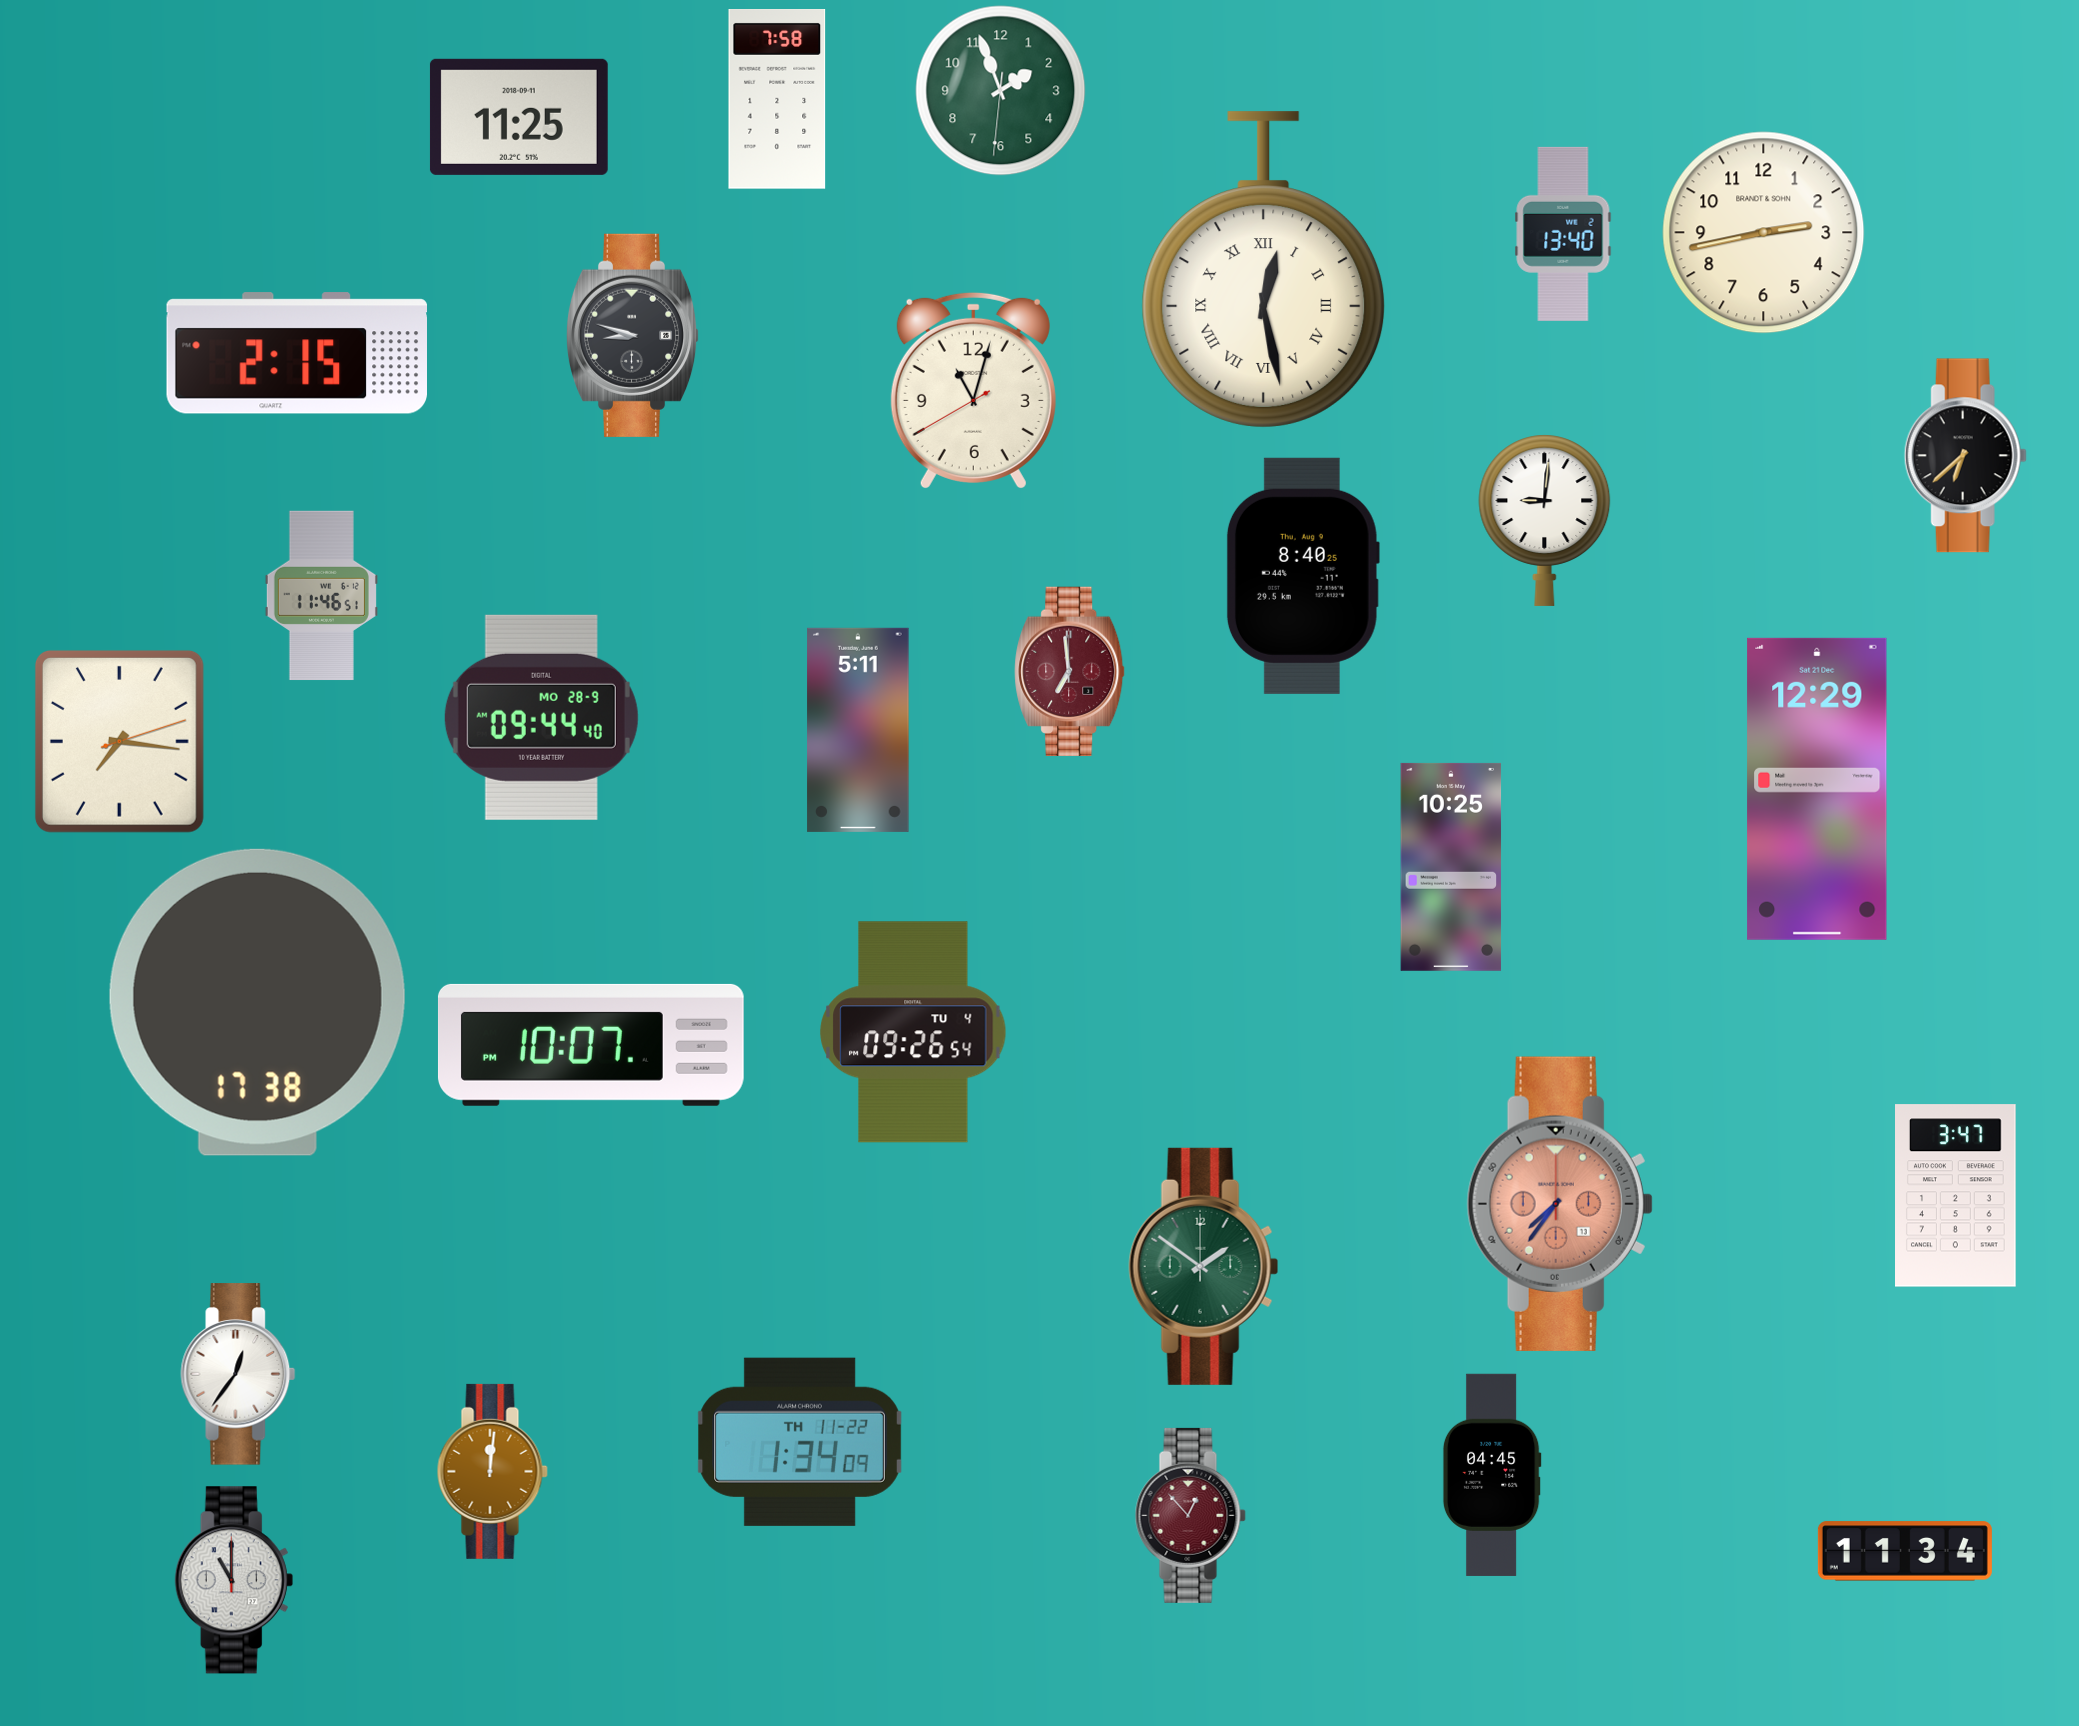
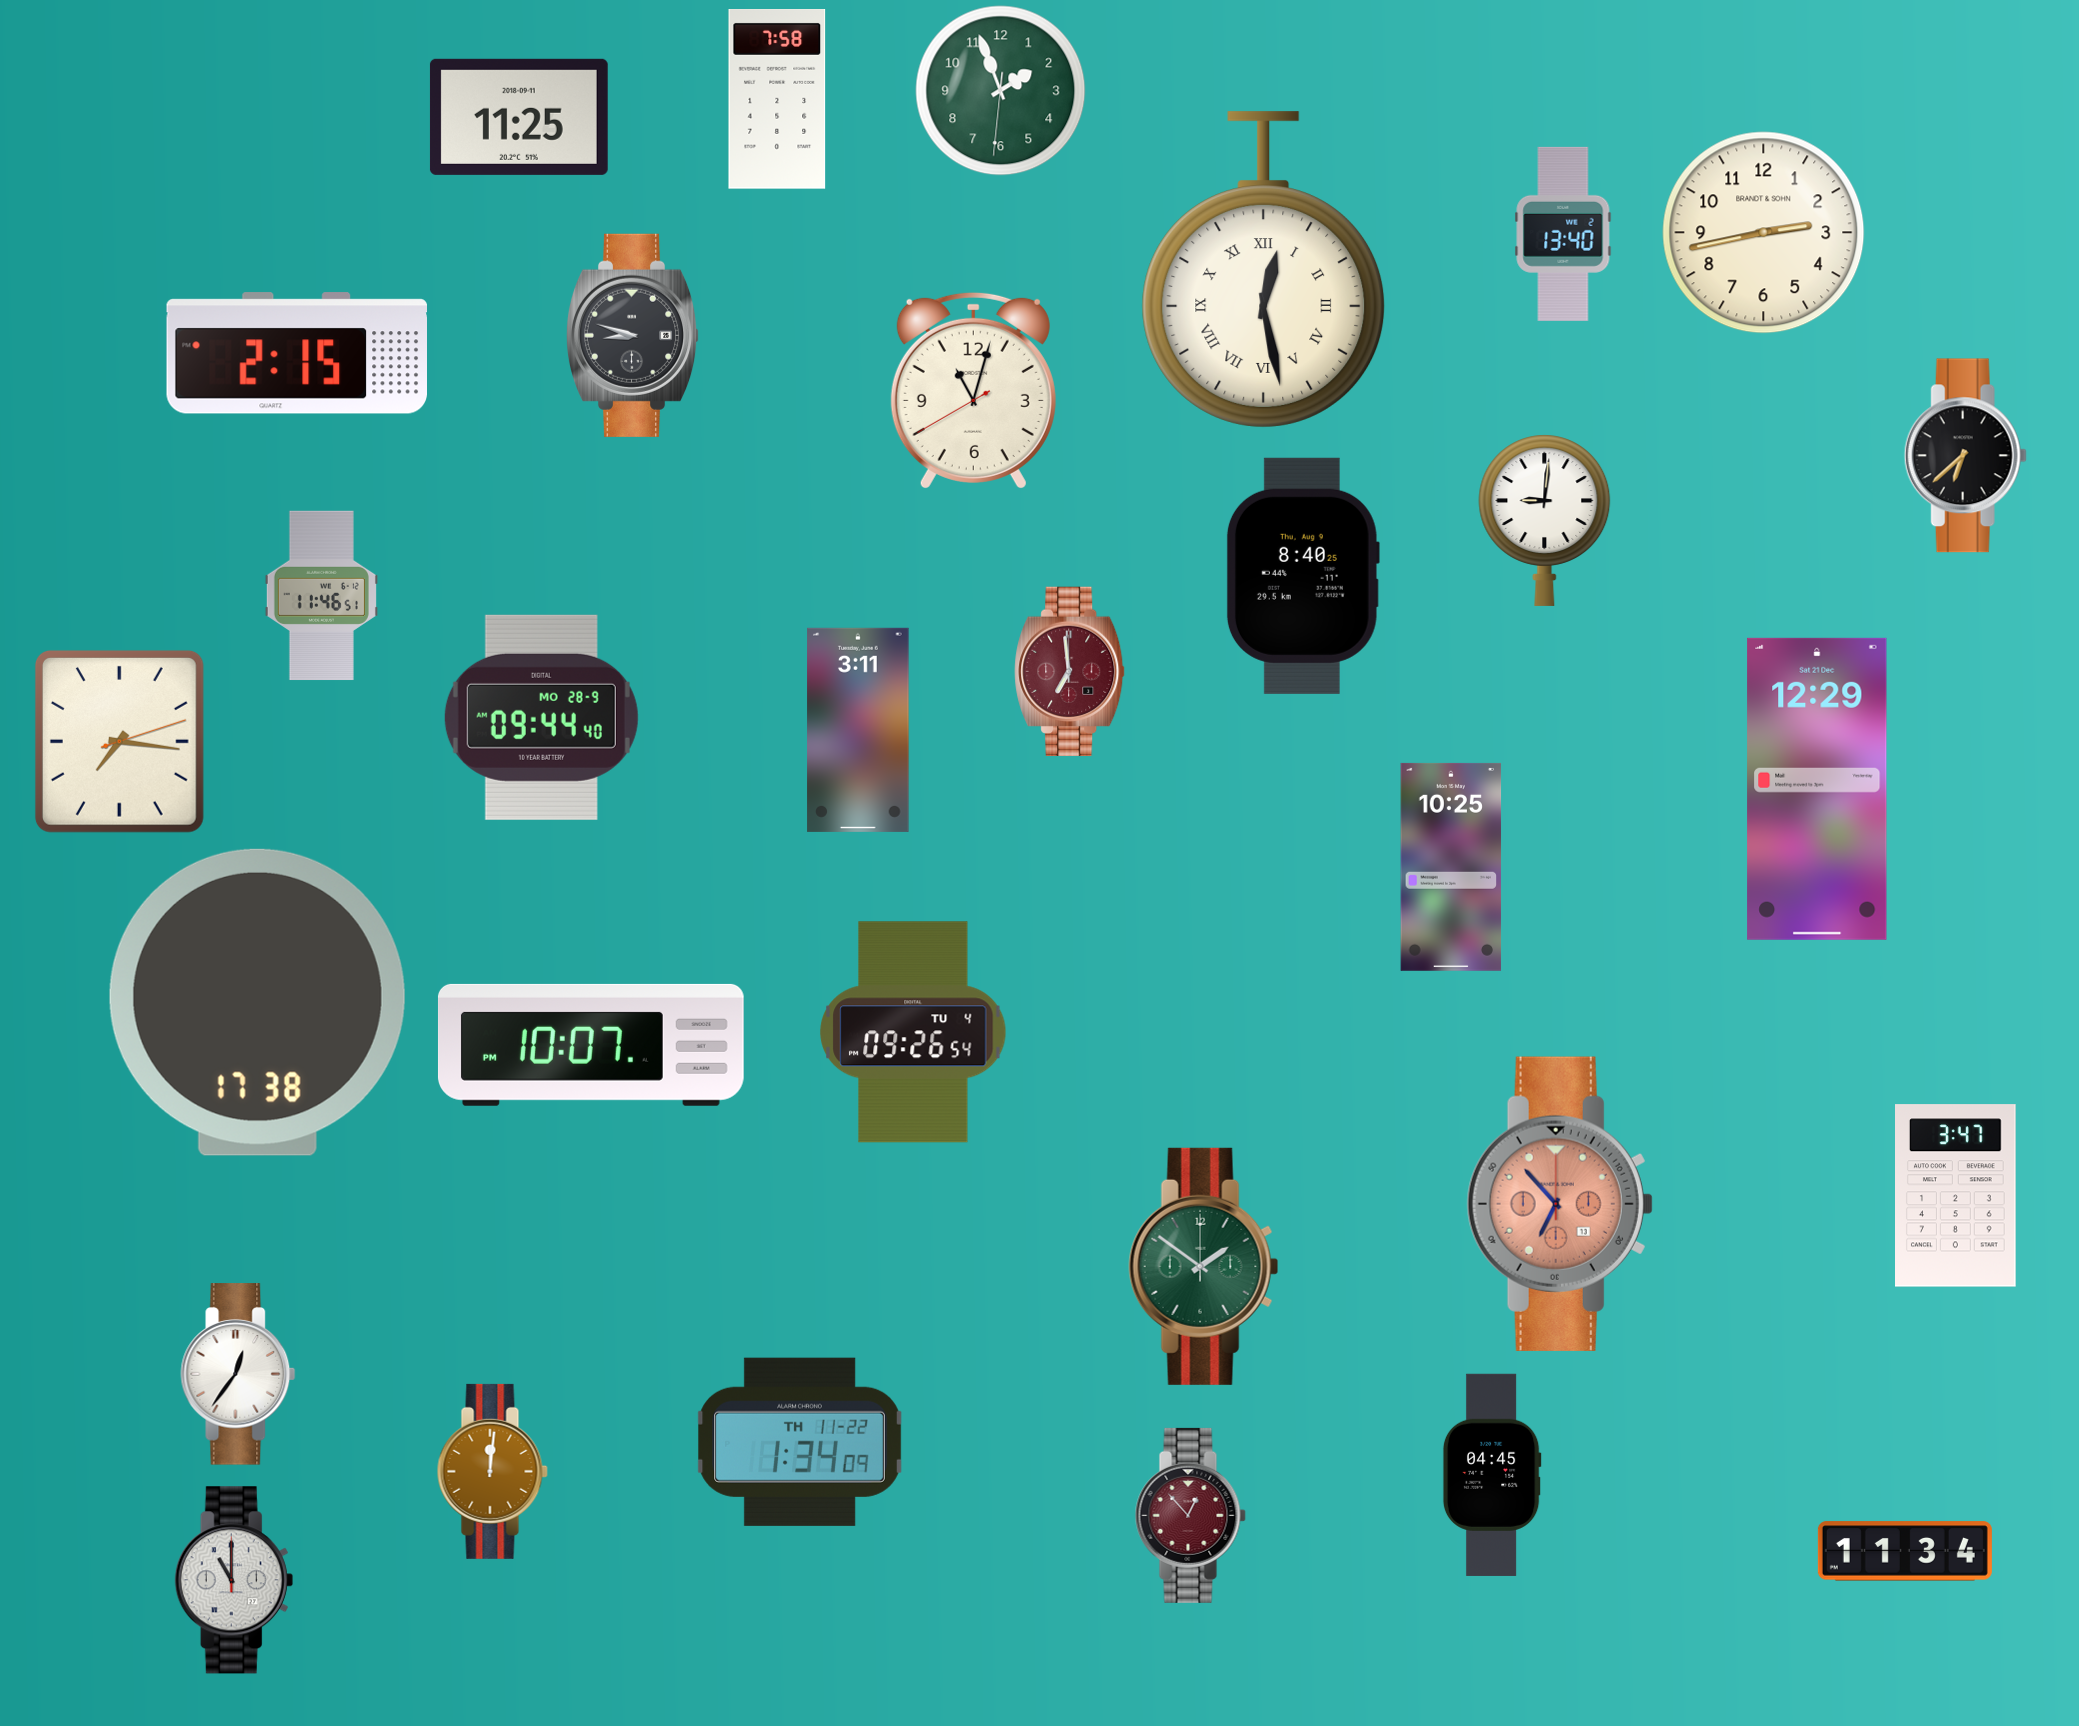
clock at (858, 730): 5:11 -> 3:11
clock at (1560, 1204): 7:36 -> 6:53
